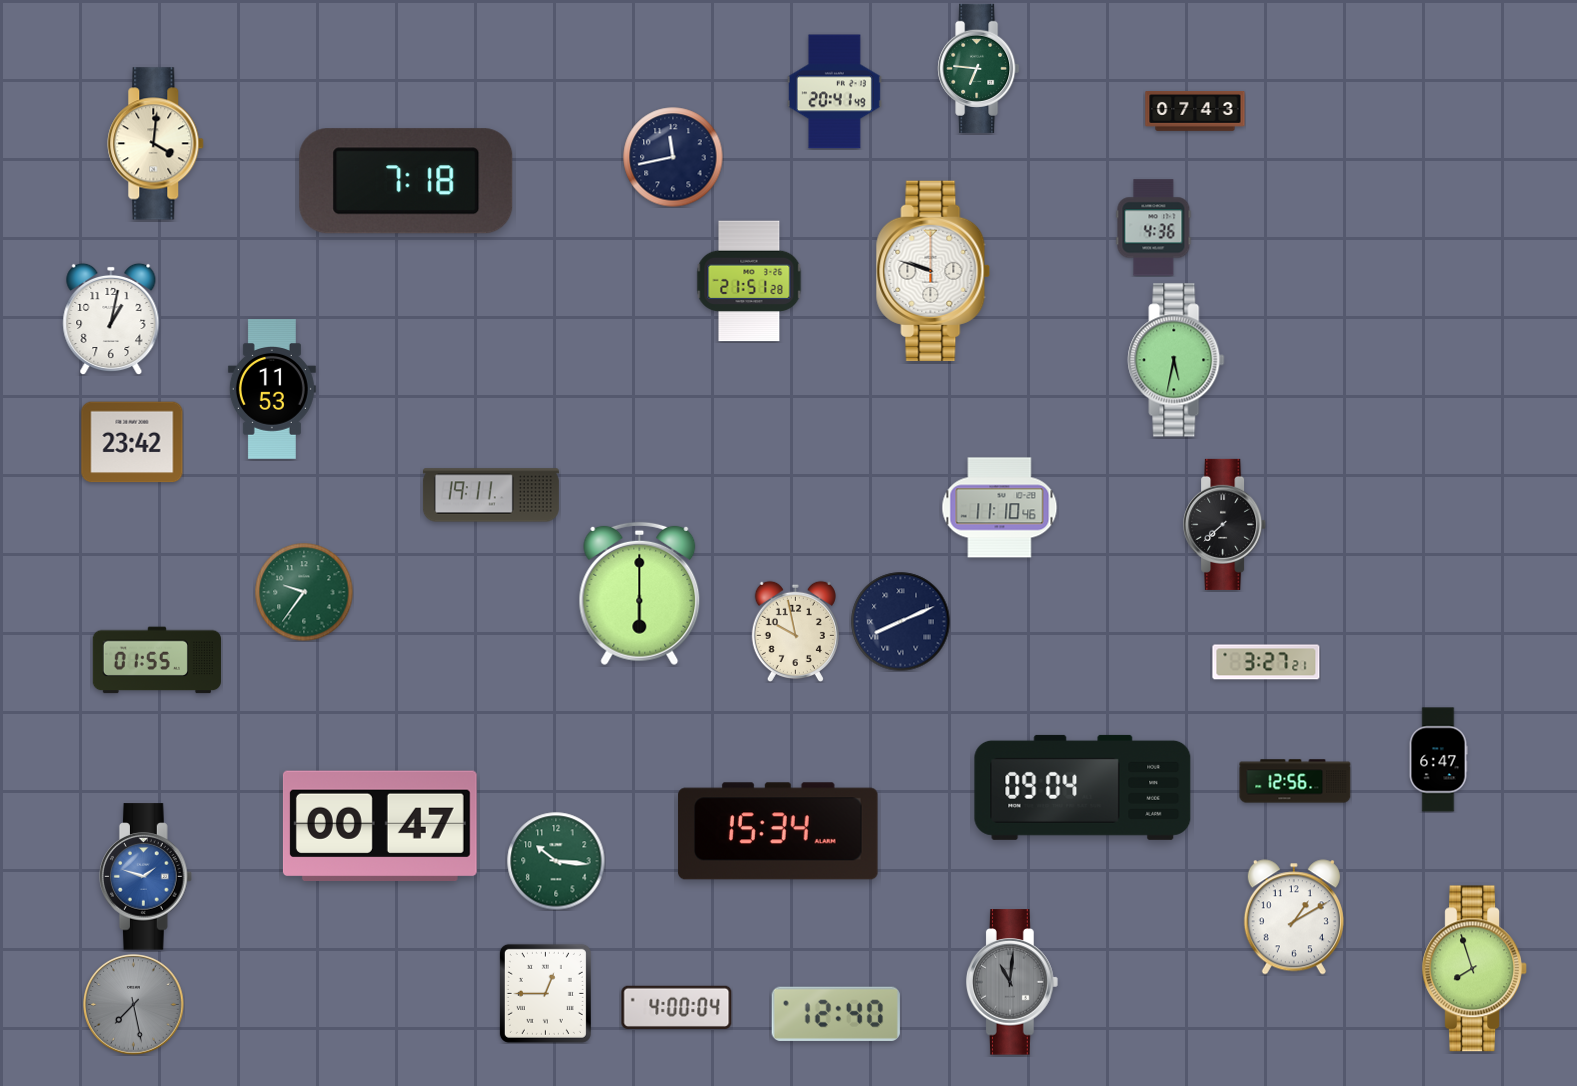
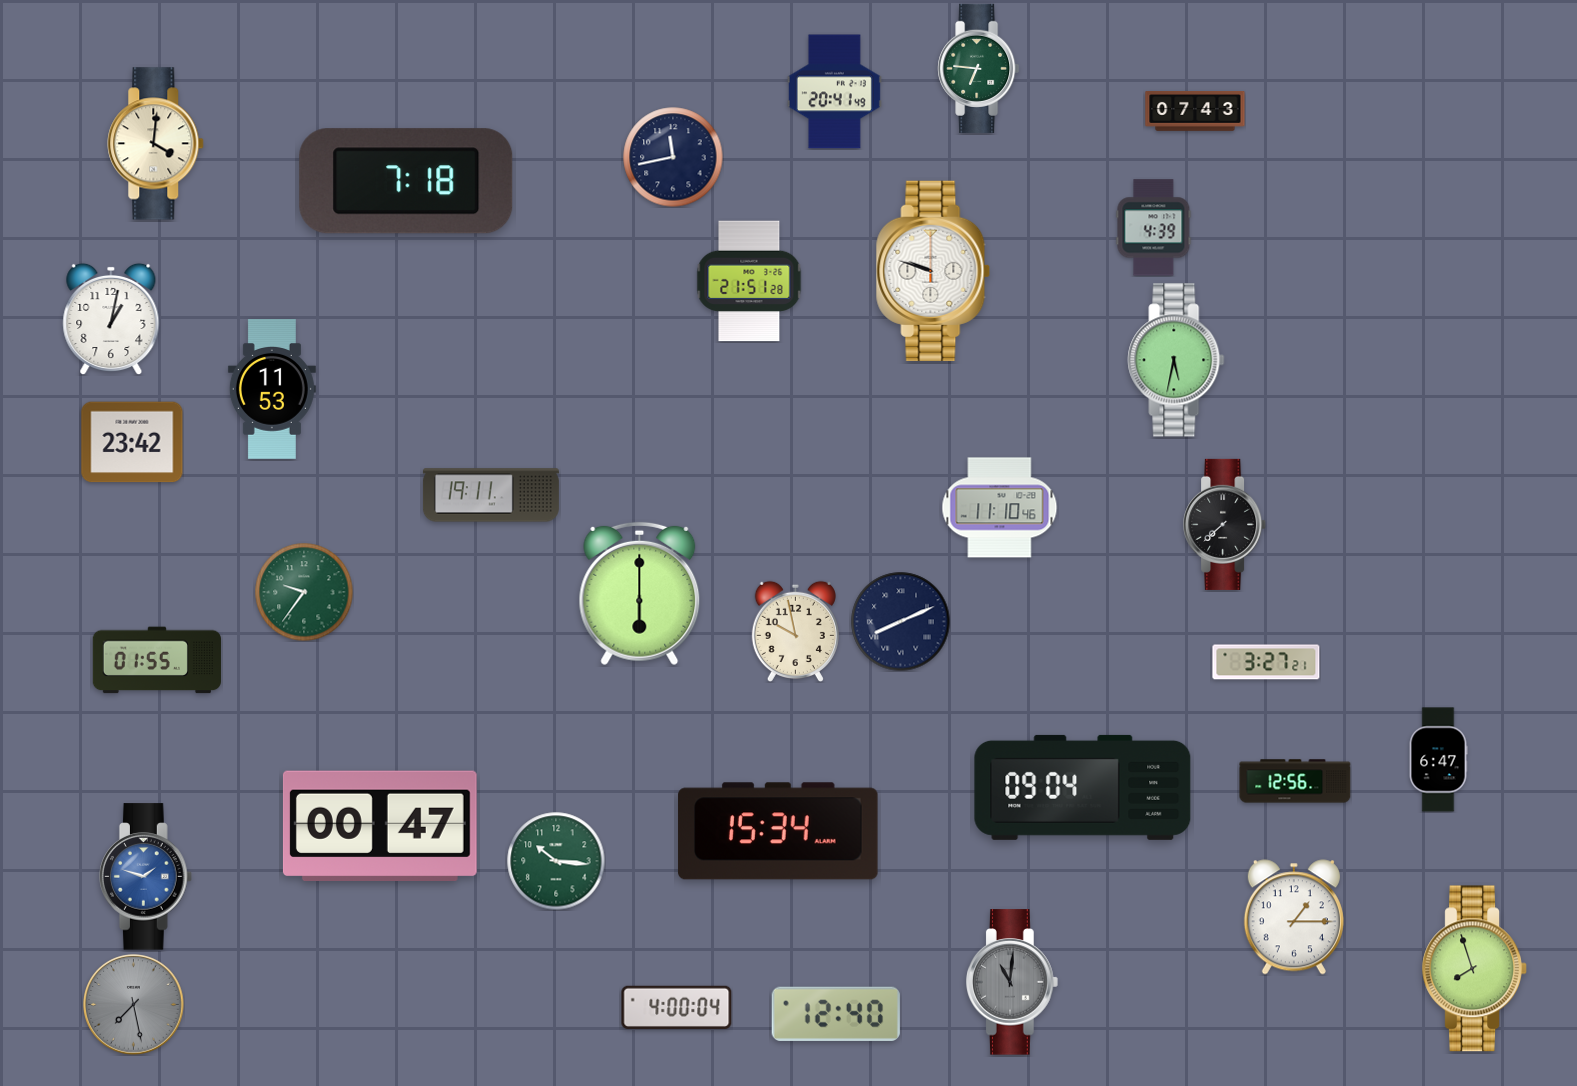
clock at (1154, 228): 4:36 -> 4:39
clock at (1294, 917): 1:10 -> 1:15
clock at (545, 993): 12:45 -> none
